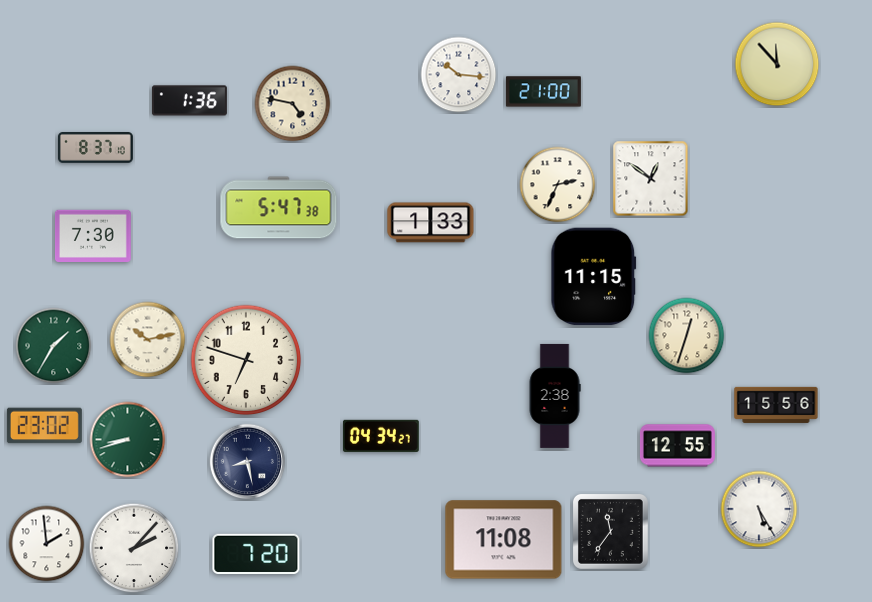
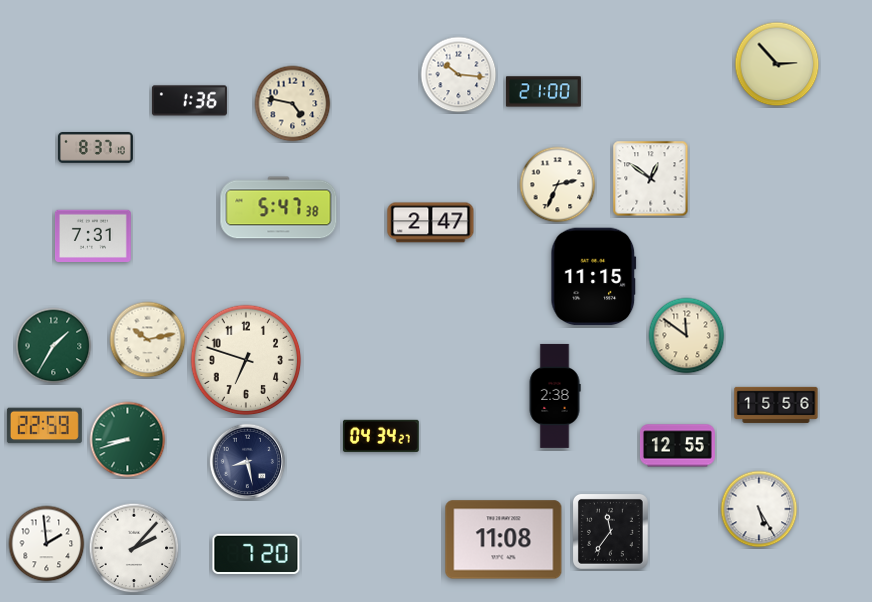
clock at (777, 64): 11:53 -> 2:53
clock at (431, 223): 1:33 -> 2:47
clock at (94, 235): 7:30 -> 7:31
clock at (687, 336): 12:33 -> 11:51
clock at (44, 426): 23:02 -> 22:59
